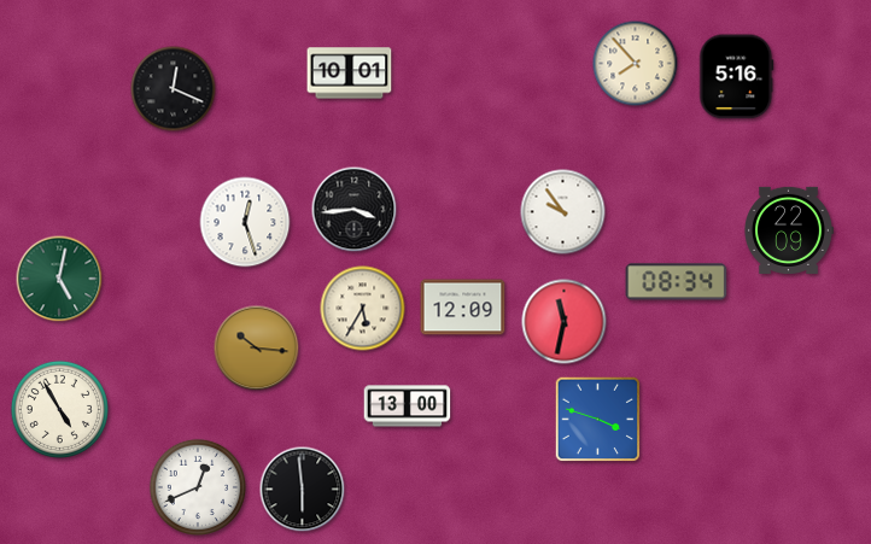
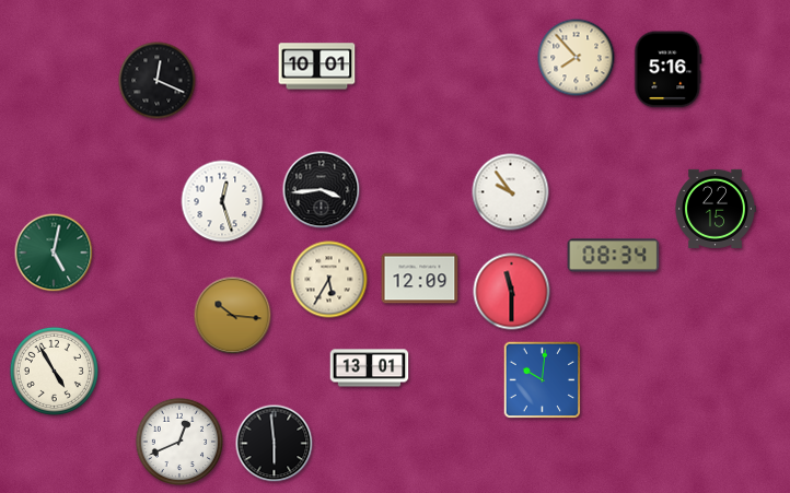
clock at (789, 230): 22:09 -> 22:15
clock at (565, 322): 11:32 -> 11:30
clock at (408, 406): 13:00 -> 13:01
clock at (598, 420): 3:48 -> 10:01
